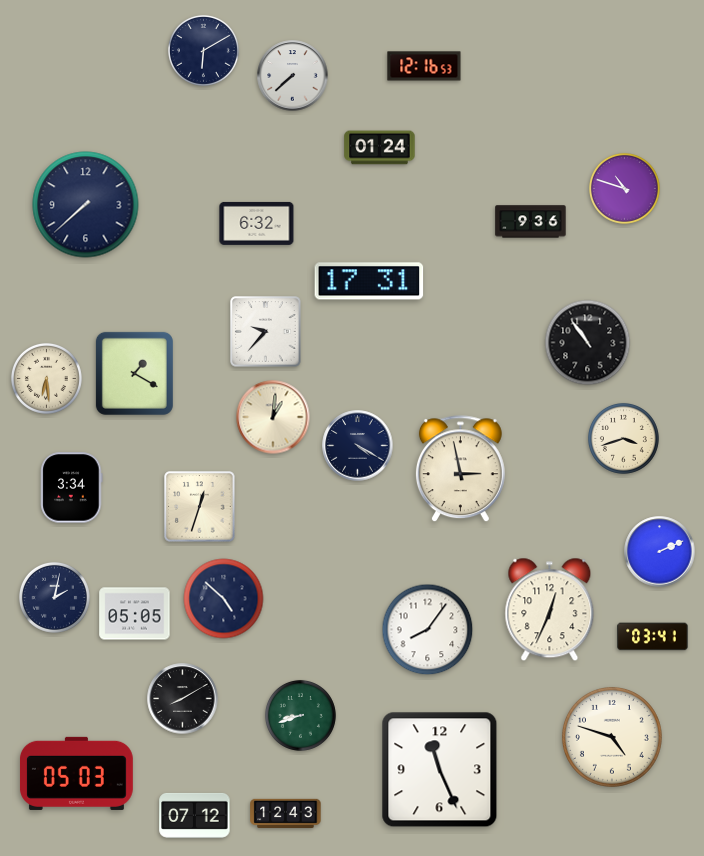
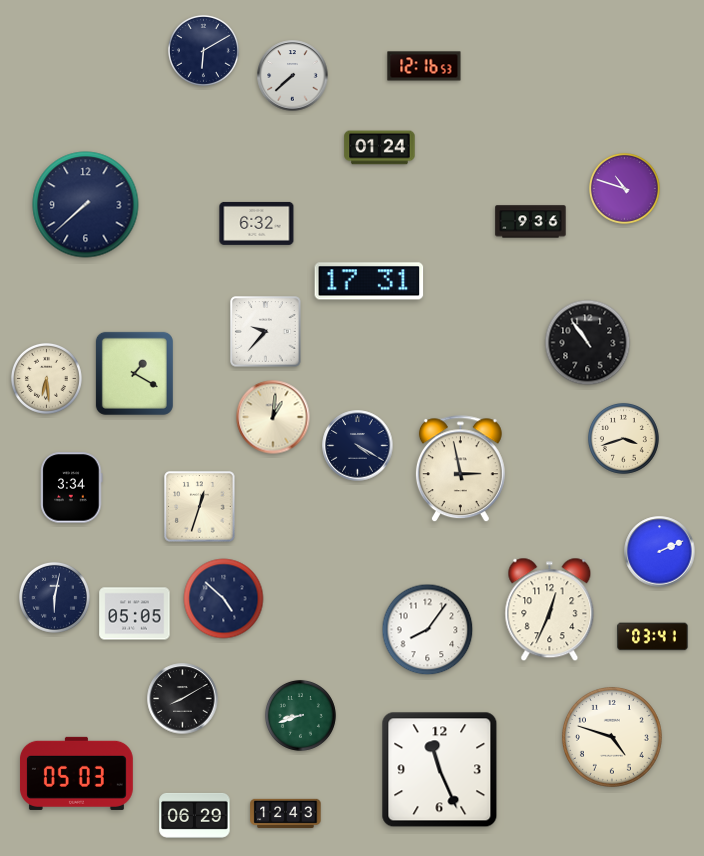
clock at (54, 597): 2:02 -> 6:02
clock at (195, 815): 07:12 -> 06:29
